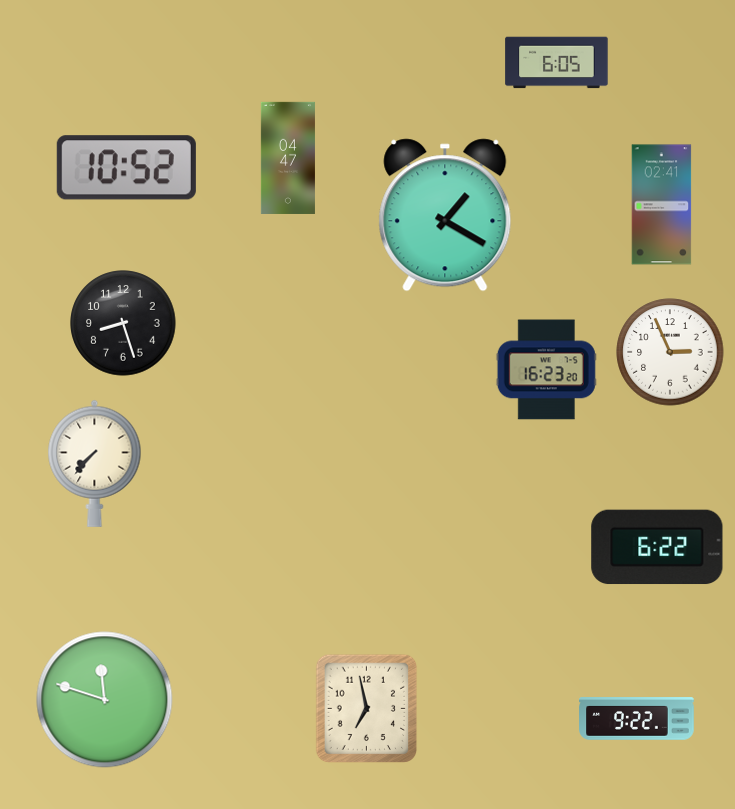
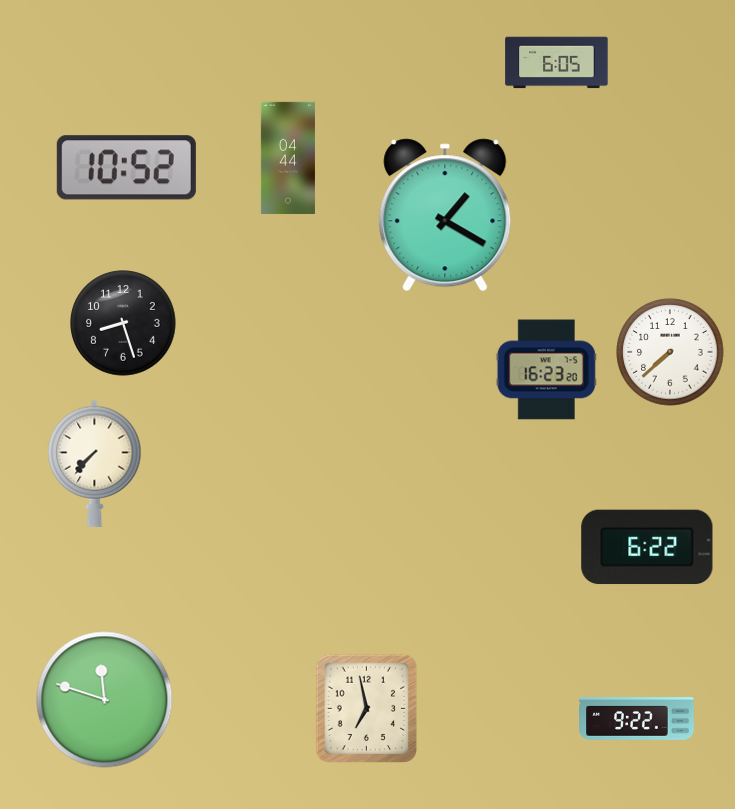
clock at (288, 158): 04:47 -> 04:44
clock at (662, 205): 02:41 -> none
clock at (670, 352): 2:56 -> 7:38
clock at (657, 547) position: (657, 547) -> (647, 547)
